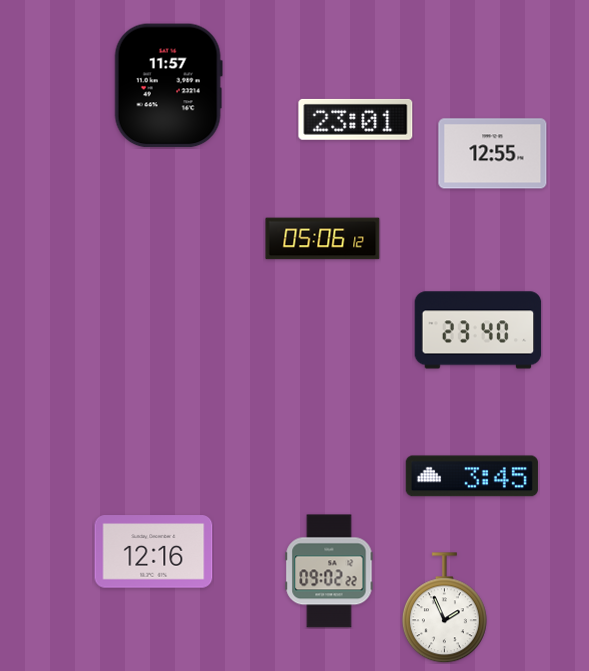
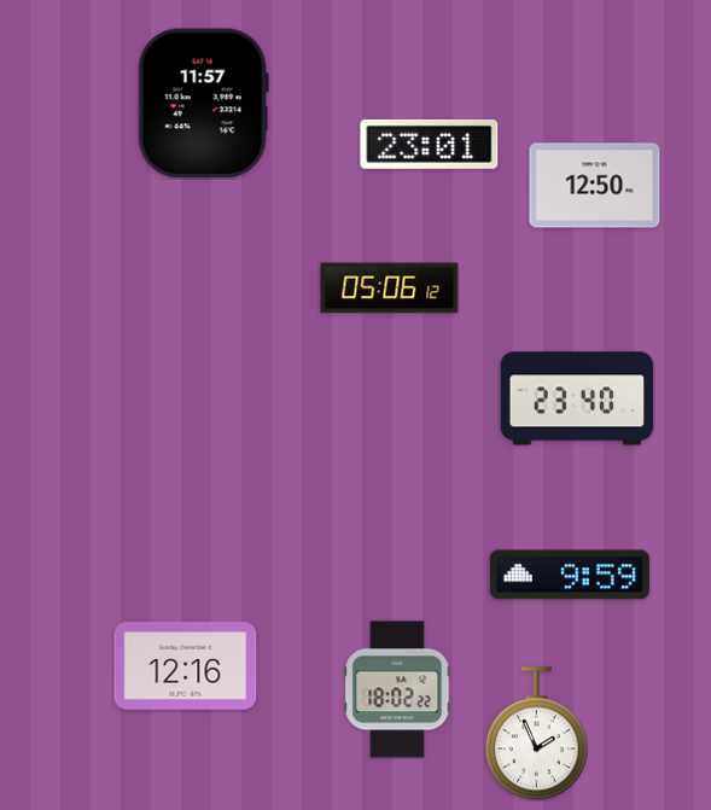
clock at (493, 154): 12:55 -> 12:50
clock at (472, 476): 3:45 -> 9:59
clock at (329, 571): 09:02 -> 18:02
